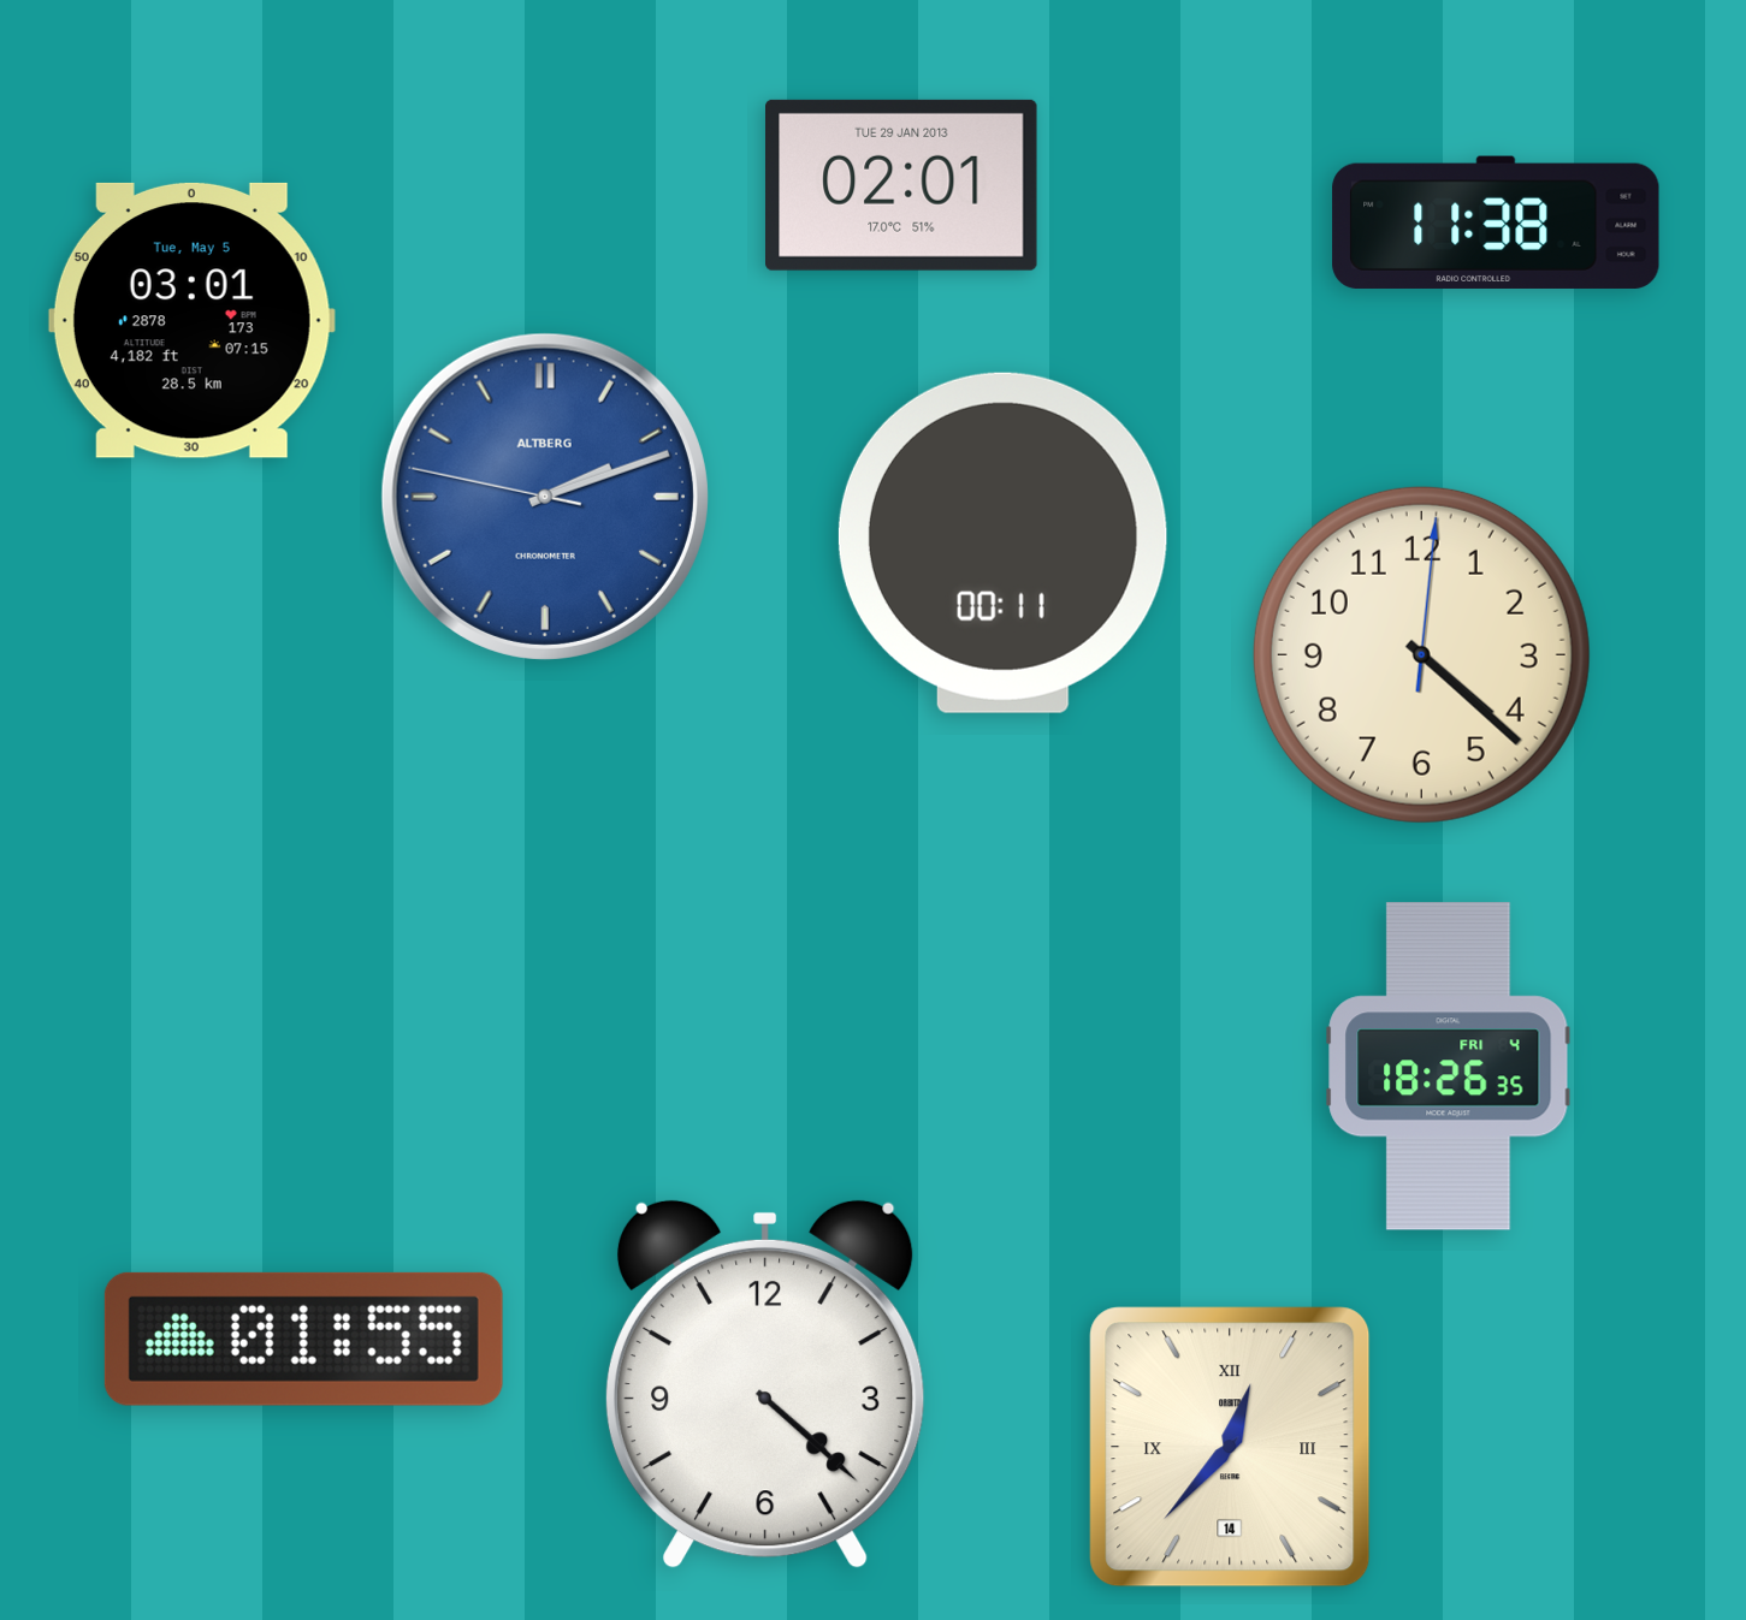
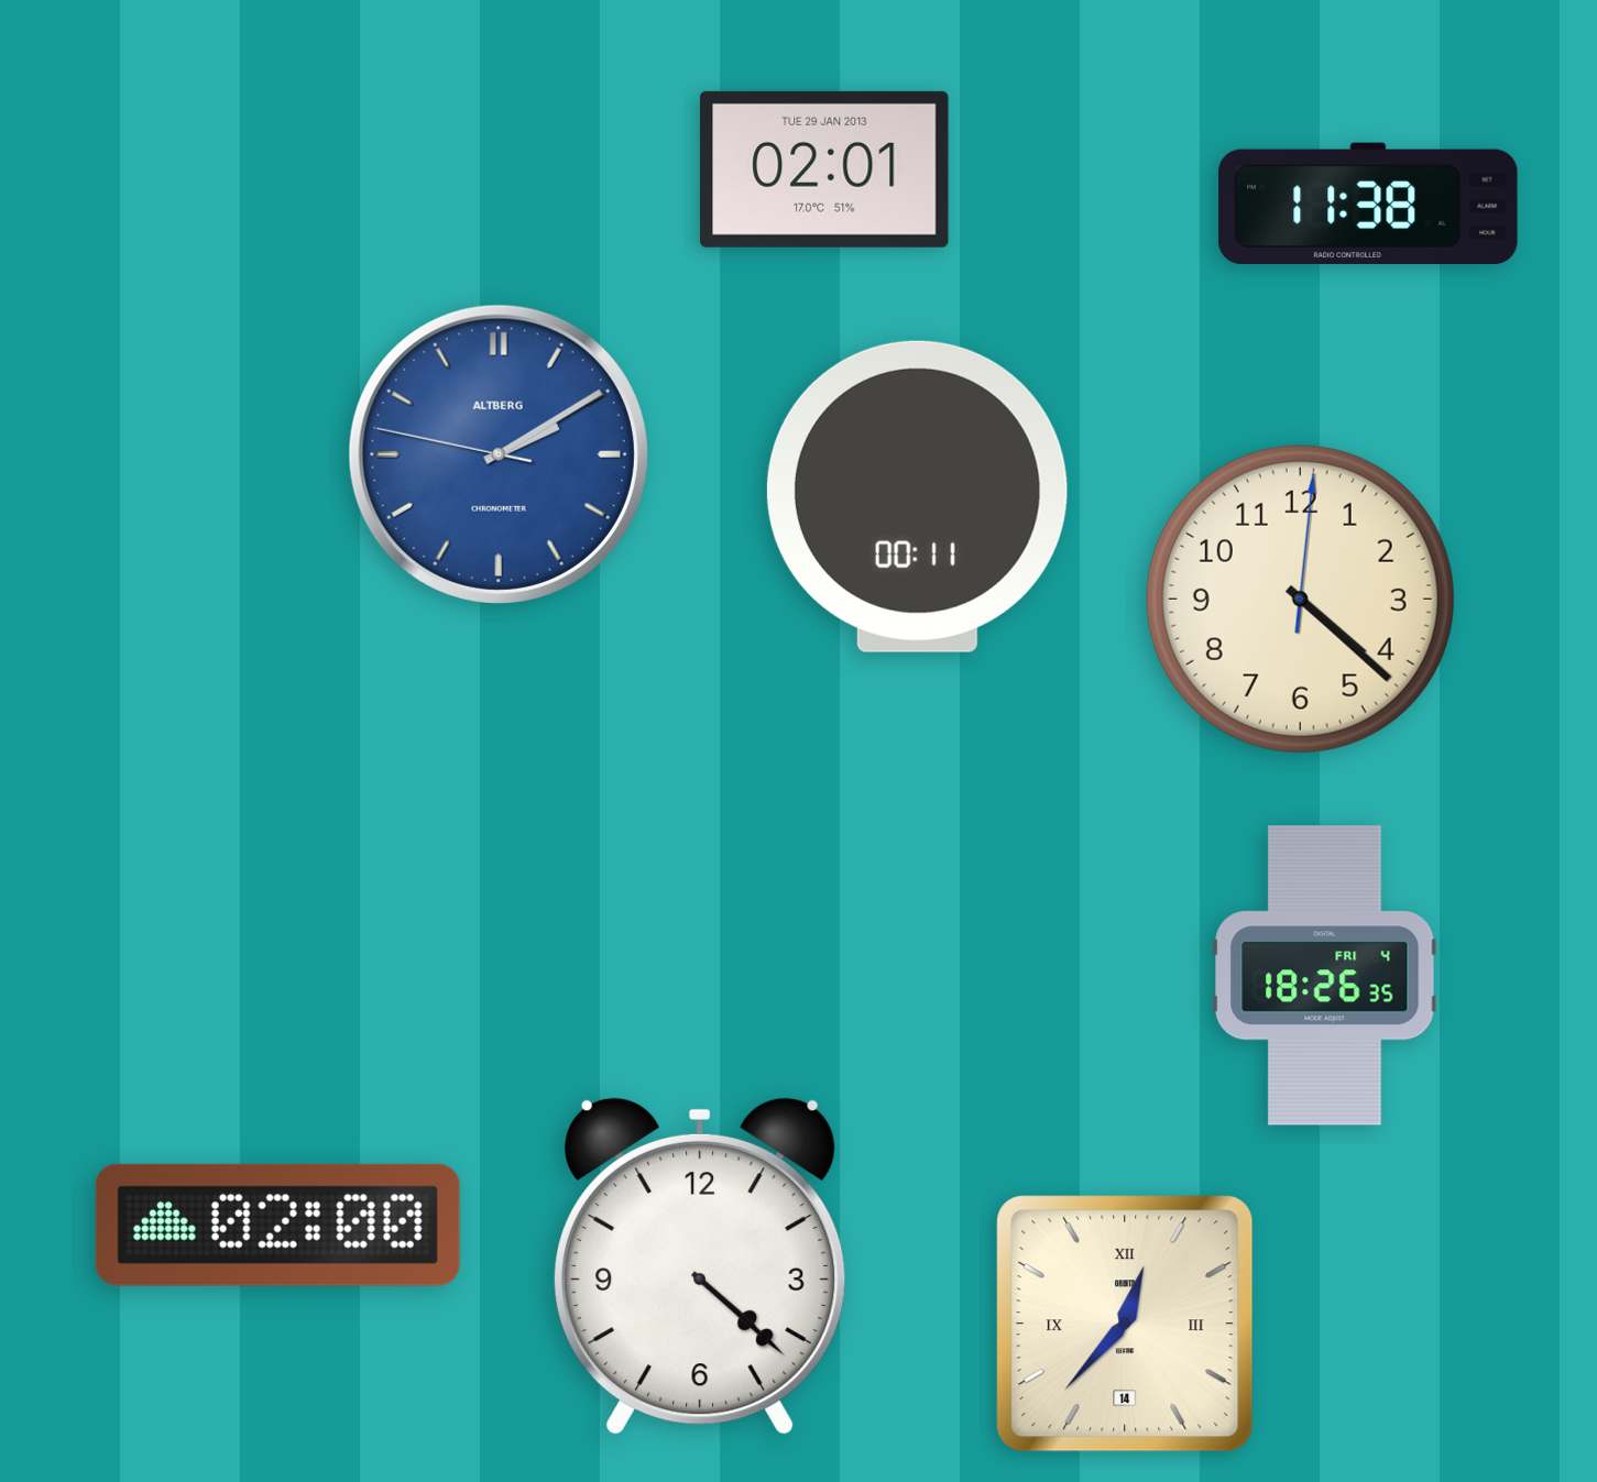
clock at (191, 320): 03:01 -> none
clock at (545, 497): 2:11 -> 2:09
clock at (303, 1339): 01:55 -> 02:00
